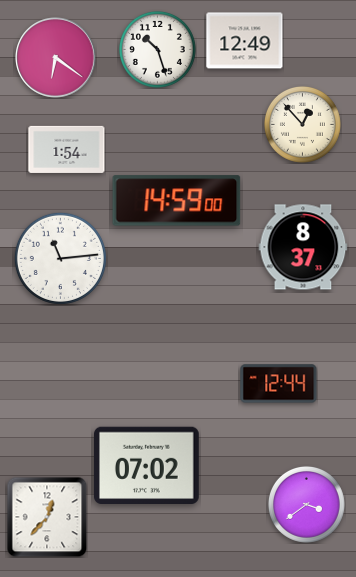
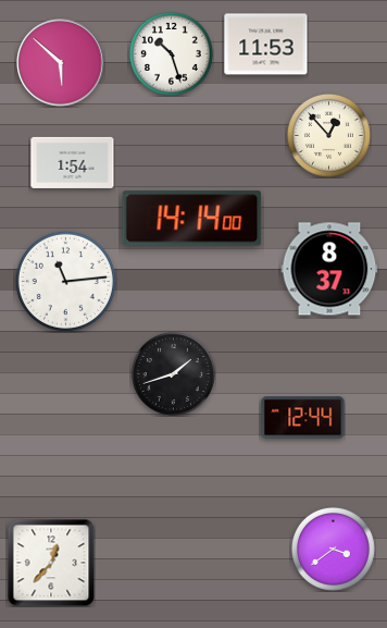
clock at (245, 41): 12:49 -> 11:53
clock at (56, 58): 6:21 -> 5:52
clock at (177, 201): 14:59 -> 14:14
clock at (173, 373): none -> 1:42
clock at (147, 466): 07:02 -> none
